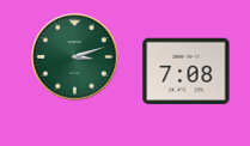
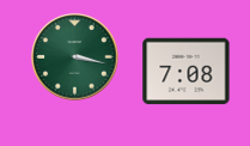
clock at (75, 57): 3:12 -> 3:17
